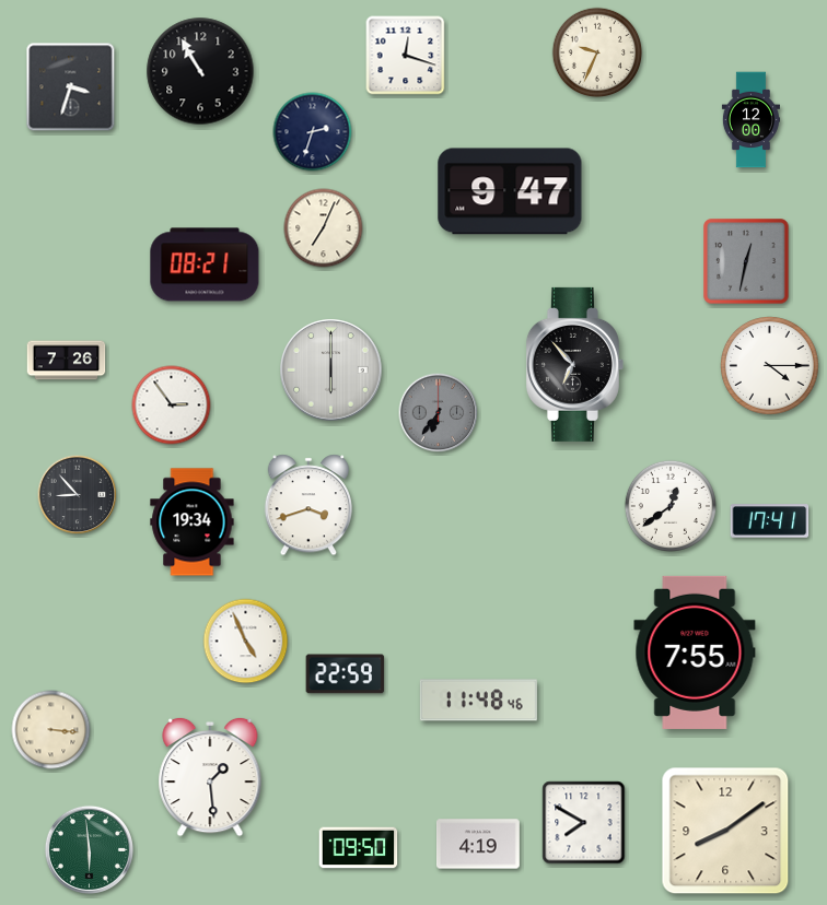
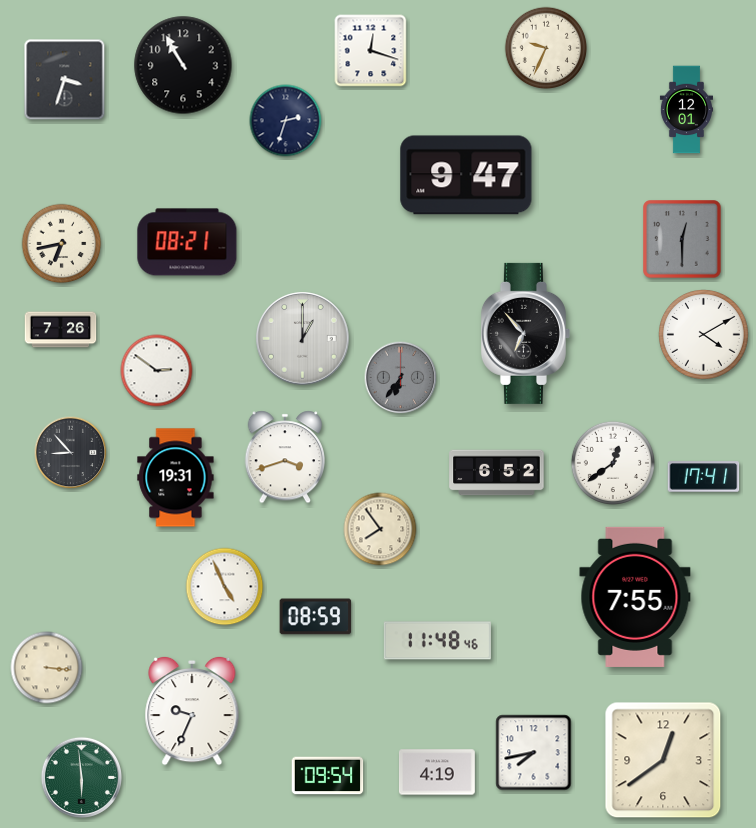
clock at (750, 120): 12:00 -> 12:01
clock at (324, 228): 7:04 -> none
clock at (746, 261): 12:32 -> 12:30
clock at (62, 244): none -> 6:43
clock at (770, 366): 4:15 -> 4:10
clock at (331, 371): 6:00 -> 1:00
clock at (172, 406): 2:54 -> 2:51
clock at (307, 505) position: (307, 505) -> (284, 457)
clock at (497, 473): none -> 6:52
clock at (193, 522): 19:34 -> 19:31
clock at (380, 529): none -> 7:54
clock at (346, 674): 22:59 -> 08:59
clock at (210, 777): 1:29 -> 9:34
clock at (584, 823): 7:50 -> 7:43
clock at (725, 831): 8:09 -> 12:39
clock at (359, 848): 09:50 -> 09:54
